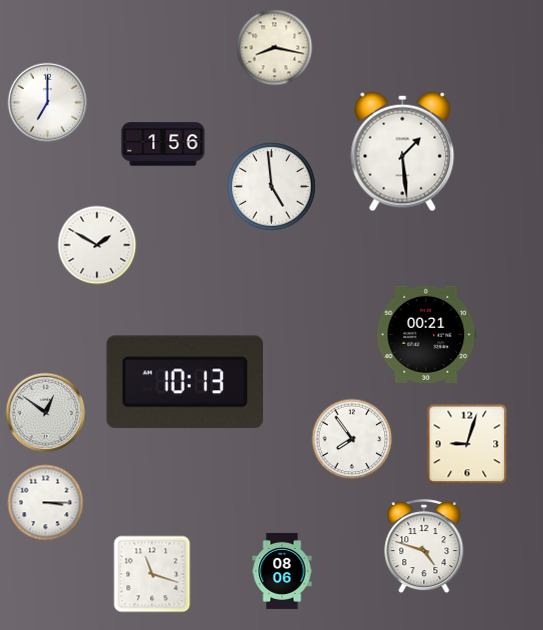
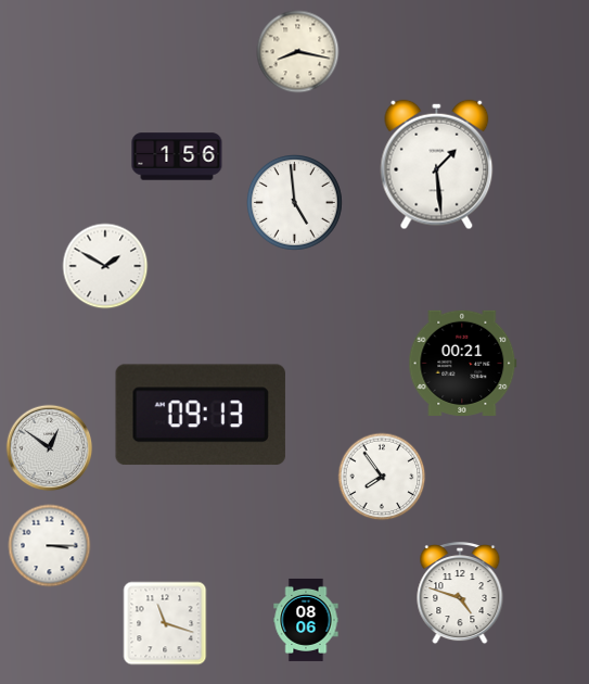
clock at (48, 103): 7:00 -> none
clock at (185, 382): 10:13 -> 09:13
clock at (467, 444): 9:03 -> none
